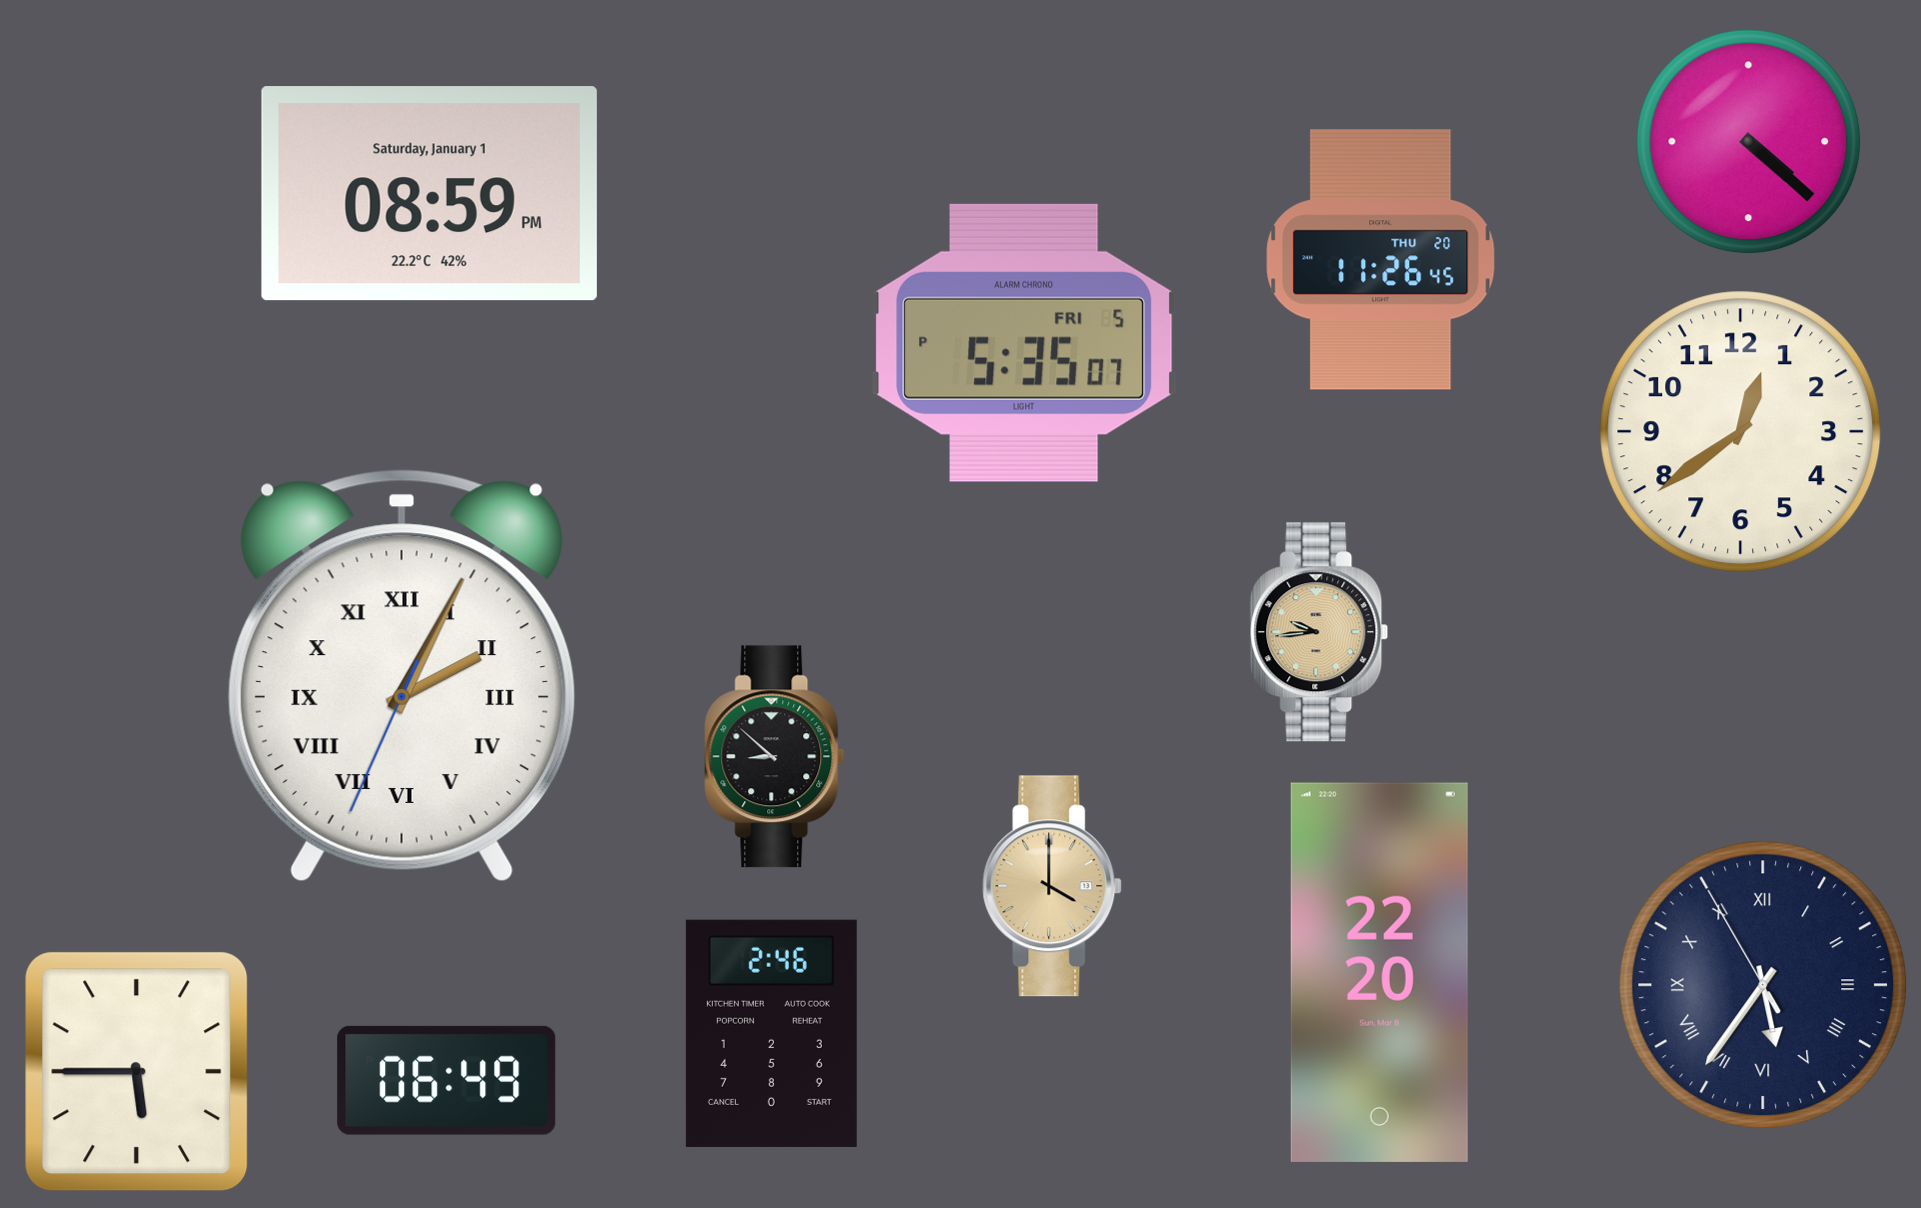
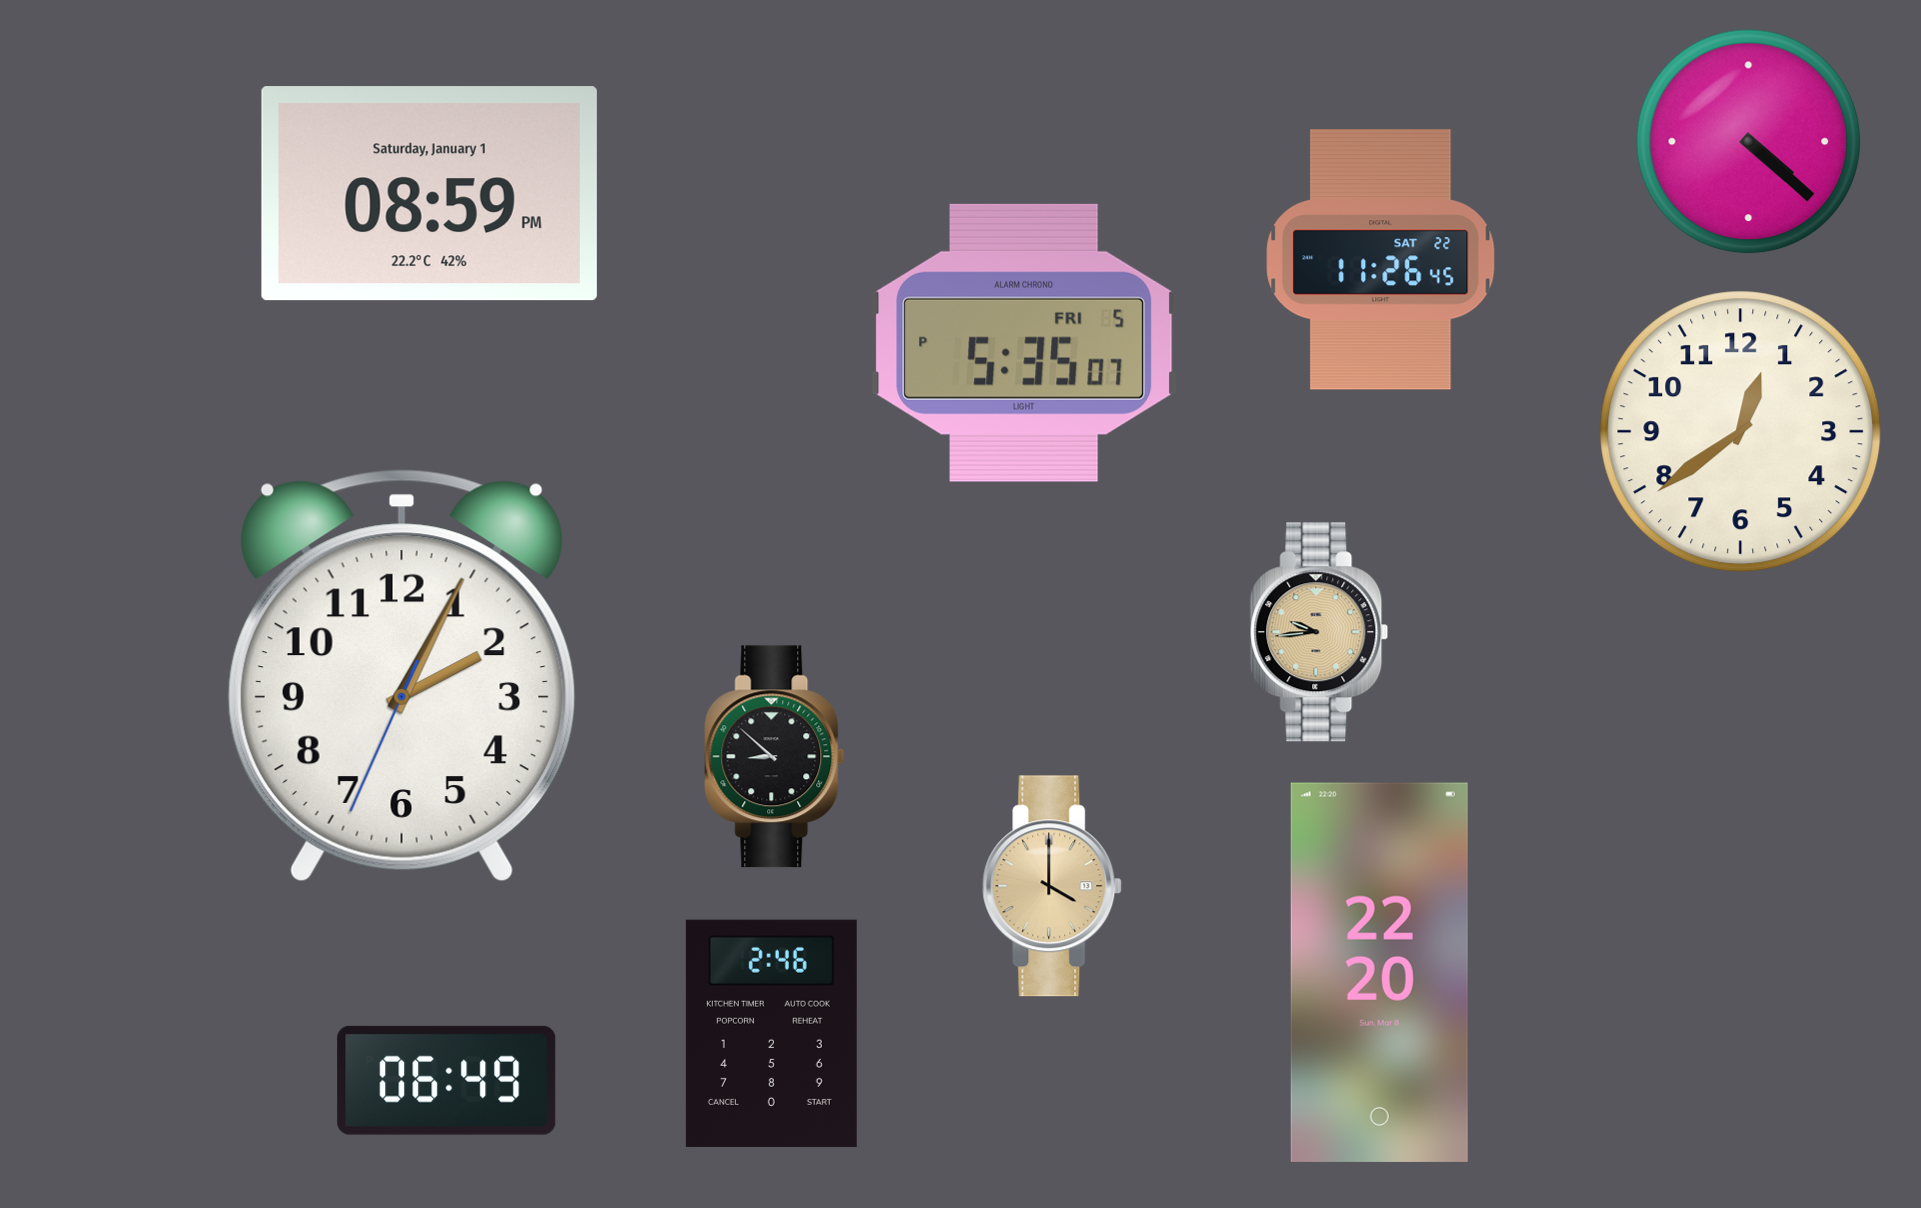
clock at (1381, 260) date: THU 20 -> SAT 22
clock at (402, 676) numerals: Roman -> Arabic
clock at (1763, 985): 5:35 -> none
clock at (137, 1072): 5:45 -> none
